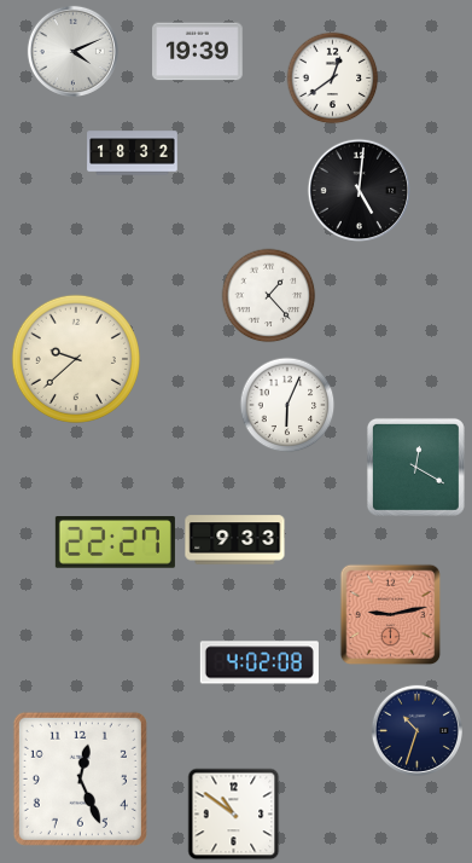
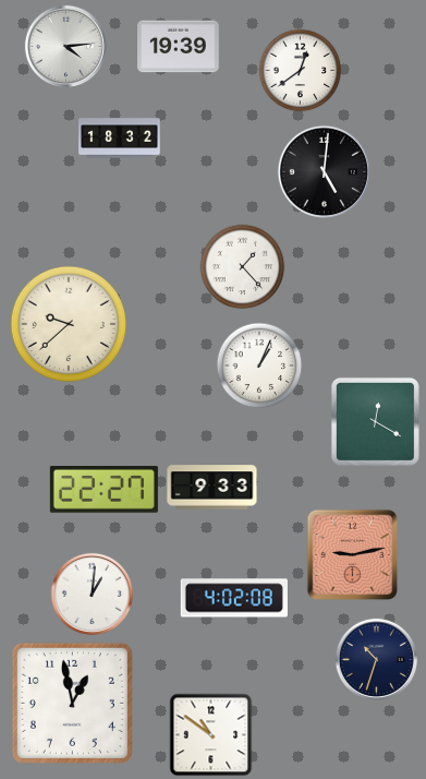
clock at (72, 51): 4:11 -> 4:14
clock at (287, 405): 6:04 -> 1:04
clock at (92, 594): none -> 1:01
clock at (80, 778): 12:26 -> 12:58
